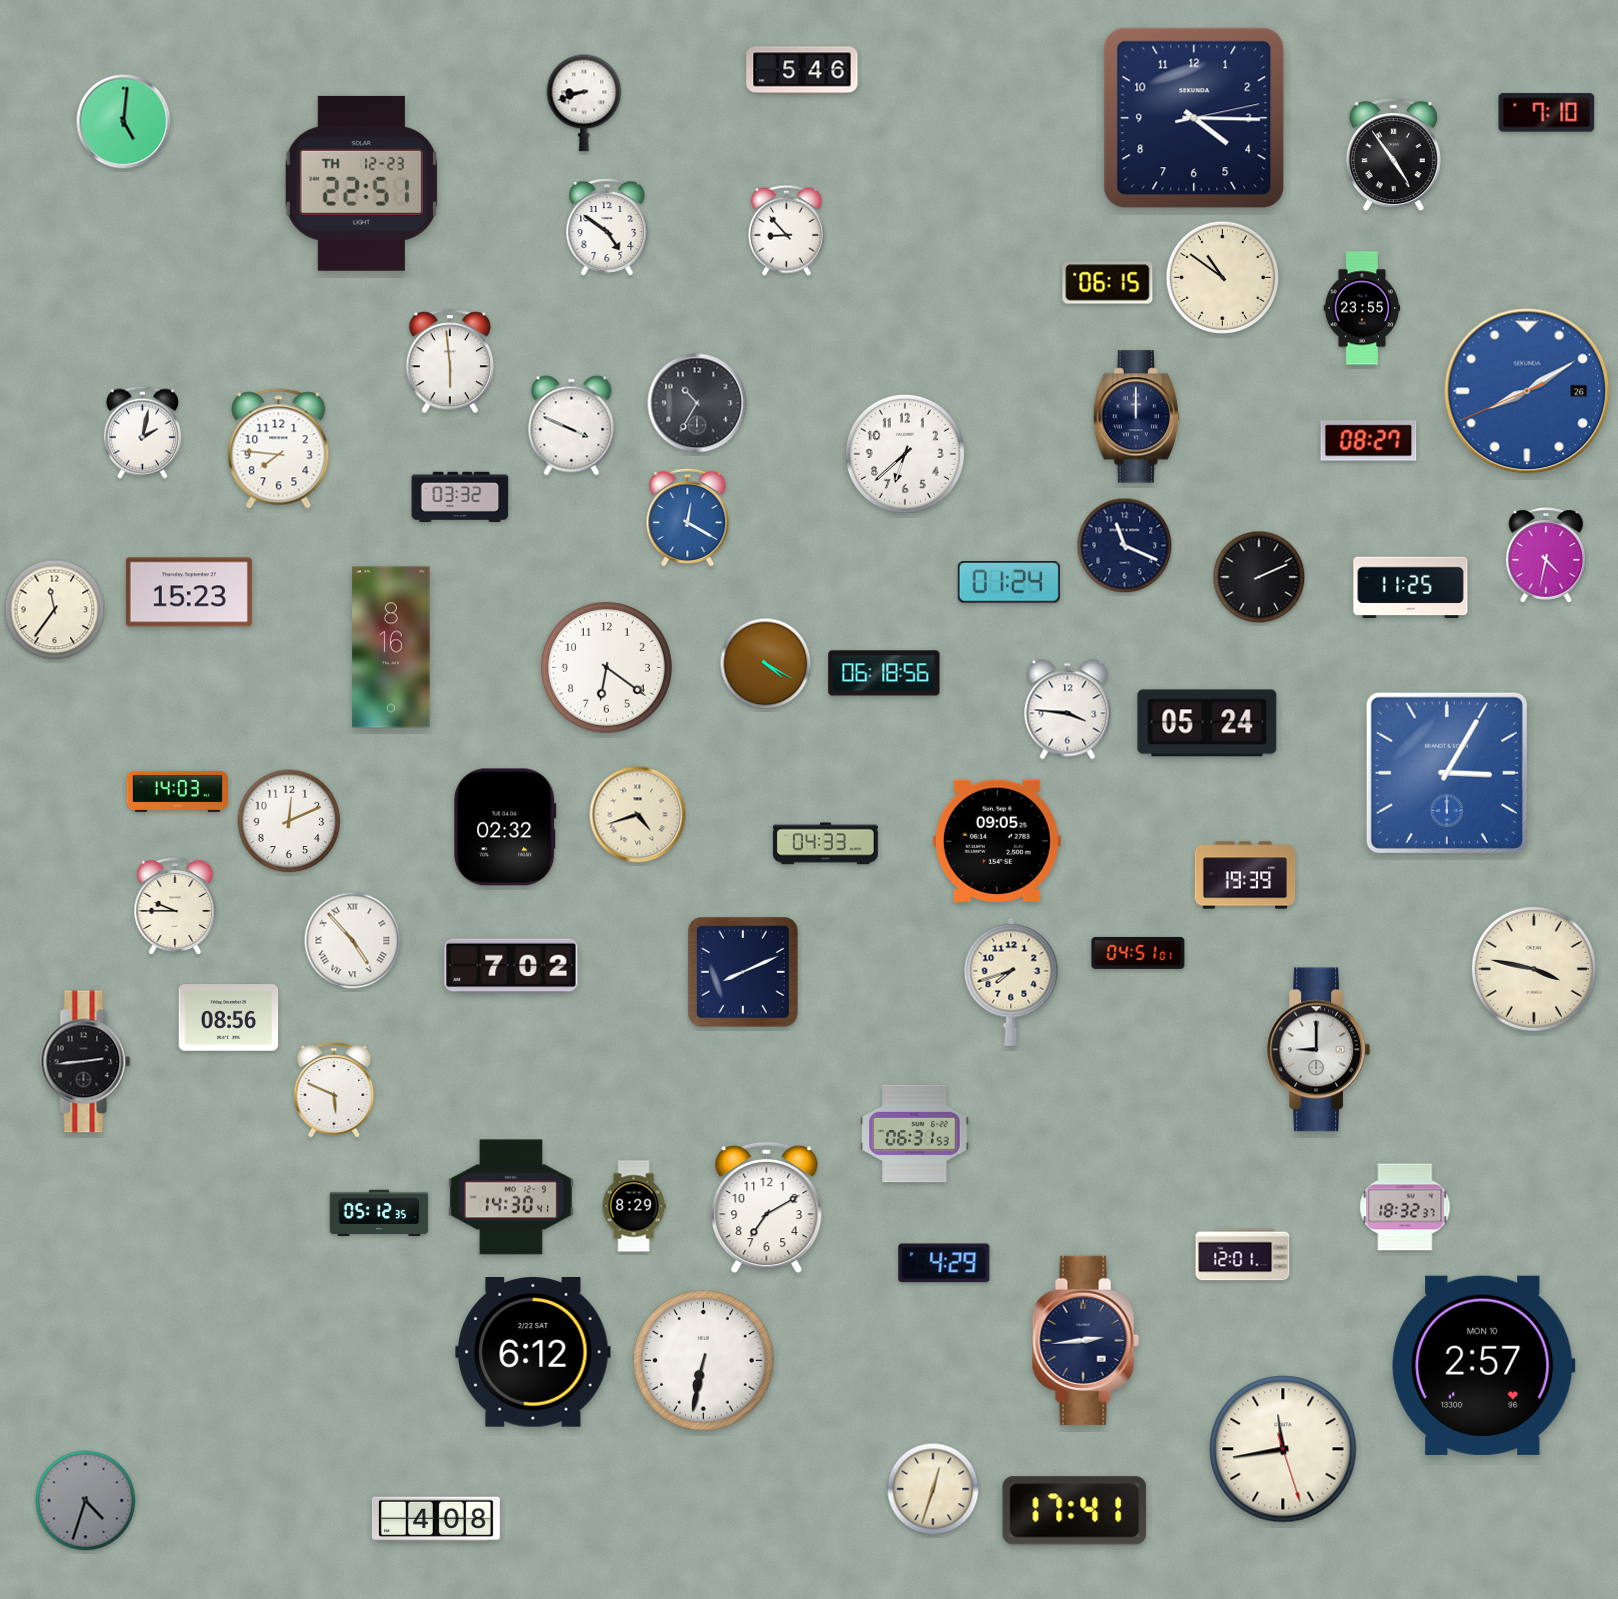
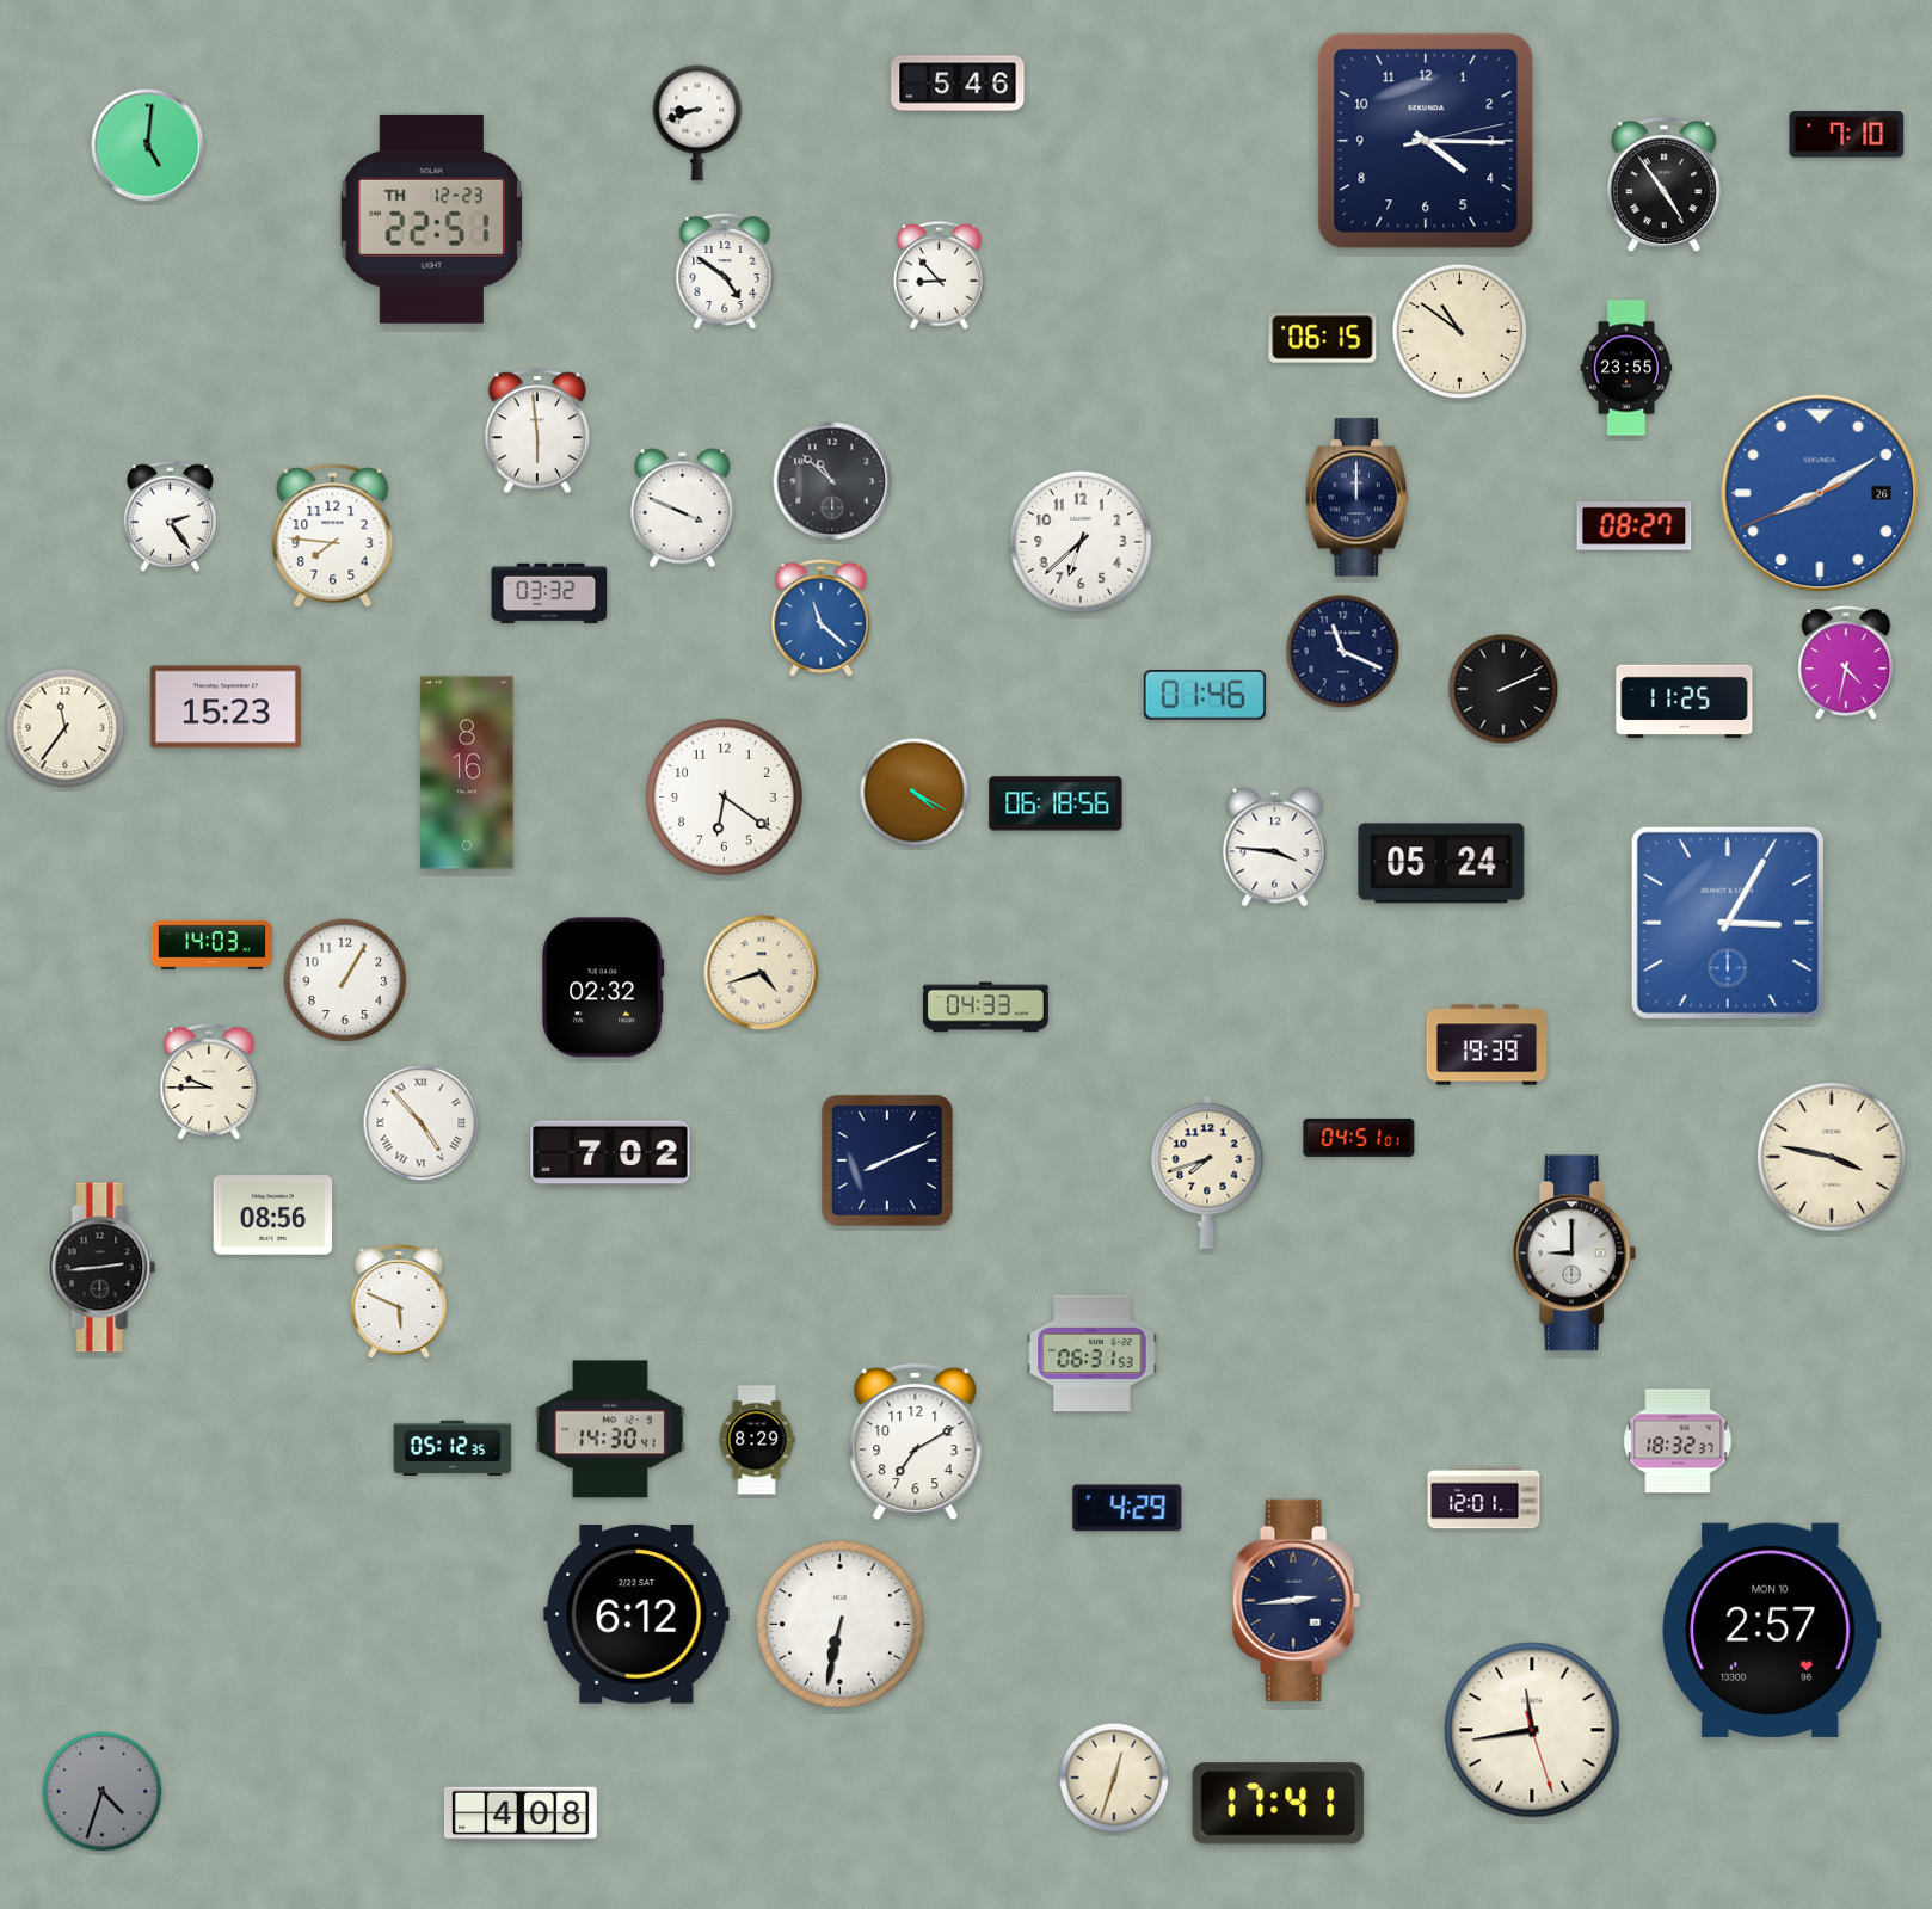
clock at (1527, 391) position: (1527, 391) -> (1820, 493)
clock at (697, 403): 10:35 -> 10:52
clock at (142, 432): 2:02 -> 2:24
clock at (688, 518): 12:20 -> 11:22
clock at (1009, 582): 01:24 -> 01:46
clock at (289, 821): 12:11 -> 1:05
clock at (997, 841): 09:05 -> none
clock at (1075, 1511) position: (1075, 1511) -> (1279, 1804)
